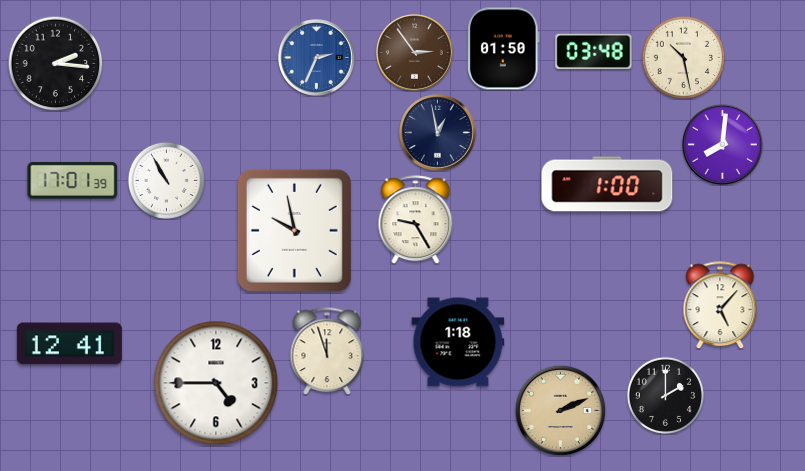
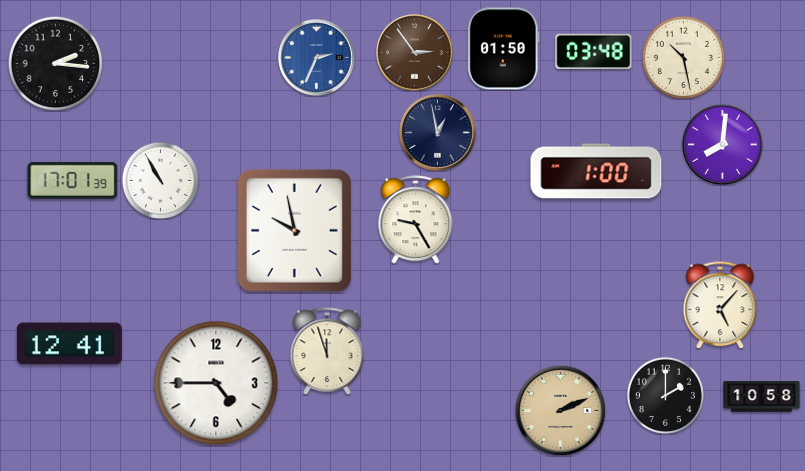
clock at (166, 180) position: (166, 180) -> (160, 180)
clock at (607, 184) position: (607, 184) -> (596, 171)
clock at (458, 342): 1:18 -> none
clock at (762, 397): none -> 10:58
